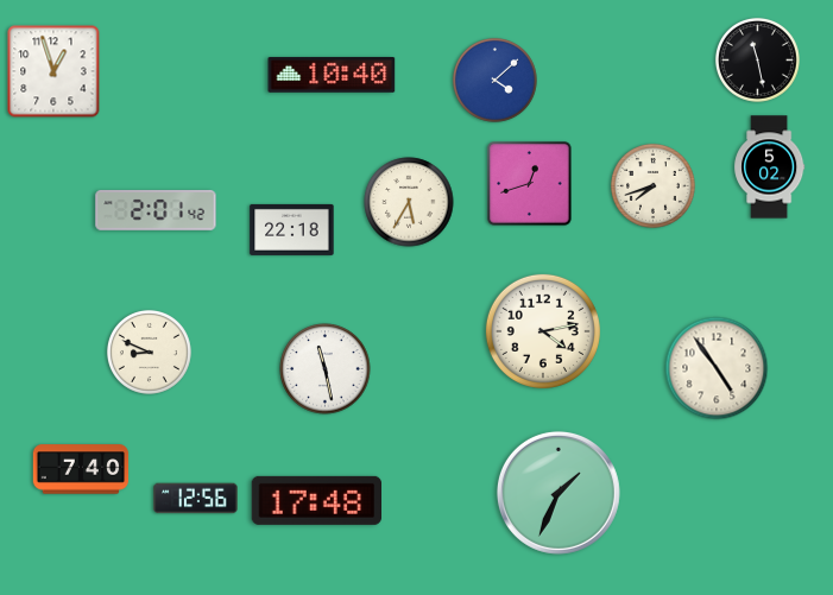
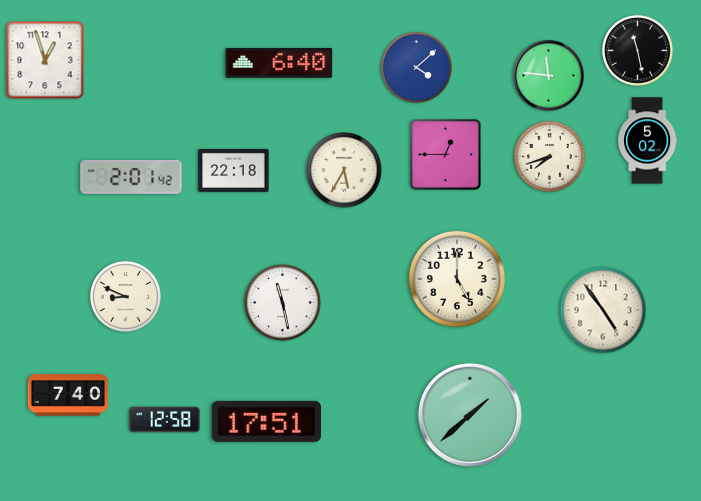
clock at (332, 75): 10:40 -> 6:40
clock at (549, 76): none -> 11:46
clock at (530, 184): 12:42 -> 12:45
clock at (292, 229) position: (292, 229) -> (234, 170)
clock at (543, 331): 4:13 -> 5:00
clock at (326, 369) position: (326, 369) -> (283, 303)
clock at (559, 493): 1:34 -> 1:38
clock at (196, 499): 12:56 -> 12:58
clock at (316, 500): 17:48 -> 17:51
